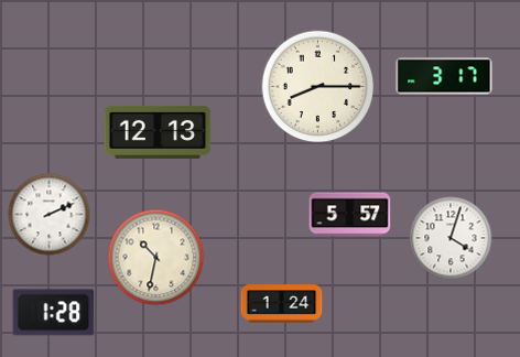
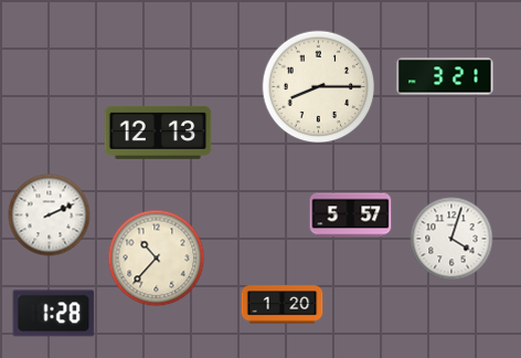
clock at (444, 76): 3:17 -> 3:21
clock at (156, 258): 10:32 -> 10:37
clock at (282, 304): 1:24 -> 1:20
